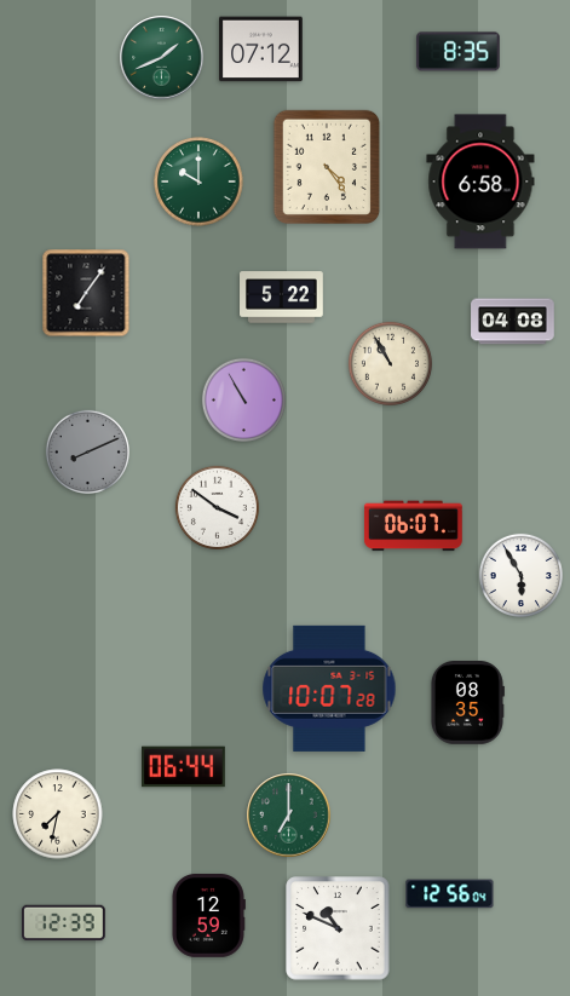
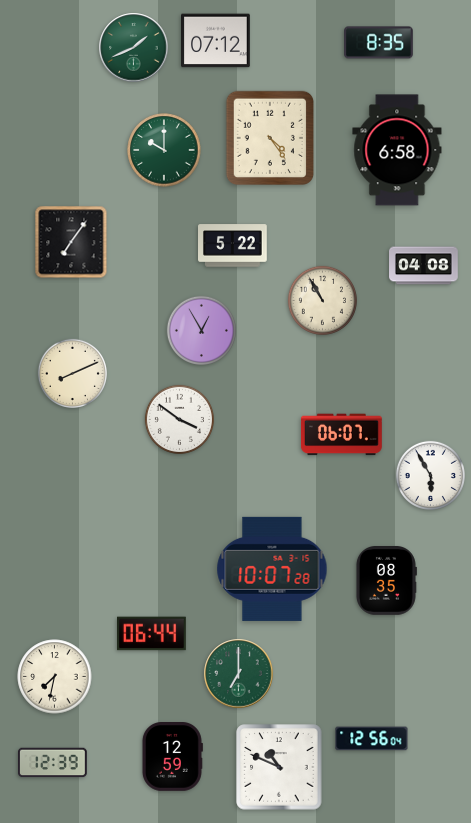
clock at (243, 399): 10:55 -> 12:55
clock at (87, 451) dial: grey -> cream
clock at (58, 814) position: (58, 814) -> (55, 677)
